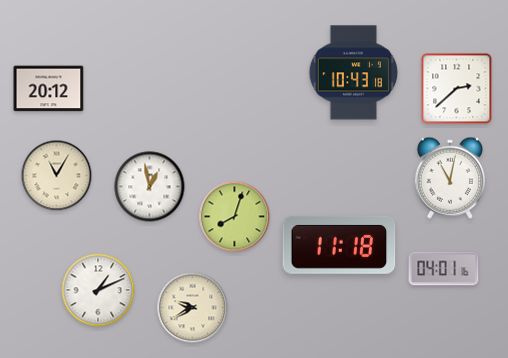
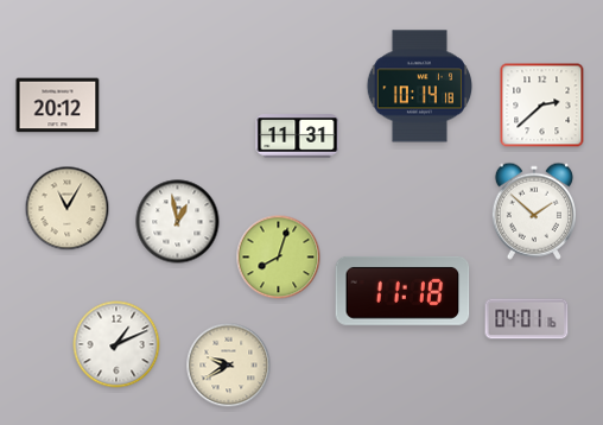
clock at (353, 73): 10:43 -> 10:14
clock at (298, 137): none -> 11:31
clock at (450, 178): 11:02 -> 1:52
